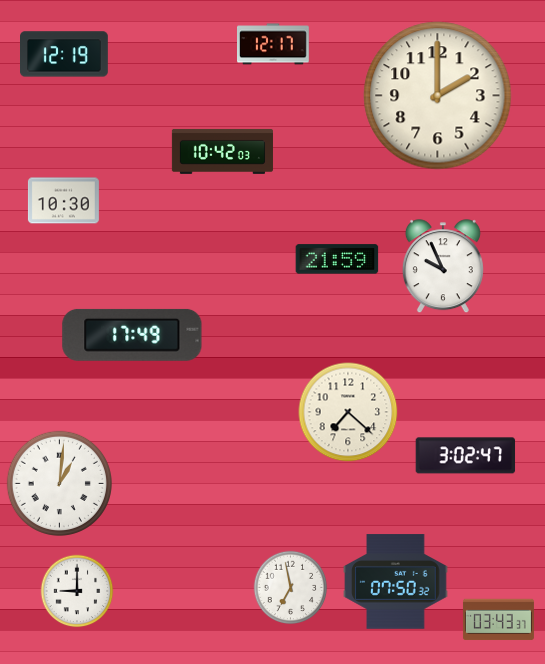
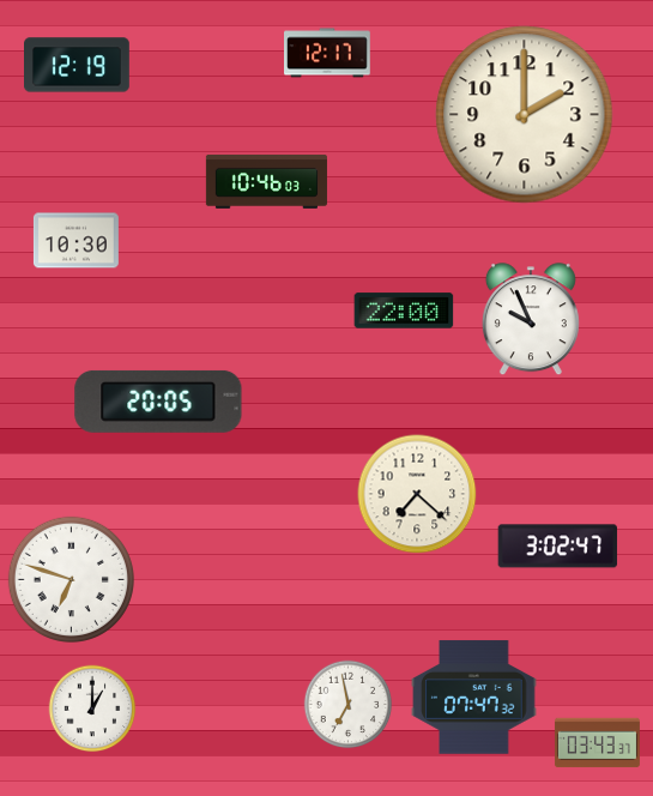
clock at (222, 151): 10:42 -> 10:46
clock at (337, 259): 21:59 -> 22:00
clock at (132, 335): 17:49 -> 20:05
clock at (59, 483): 1:01 -> 6:48
clock at (396, 582): 07:50 -> 07:47
clock at (77, 591): 9:00 -> 1:00
